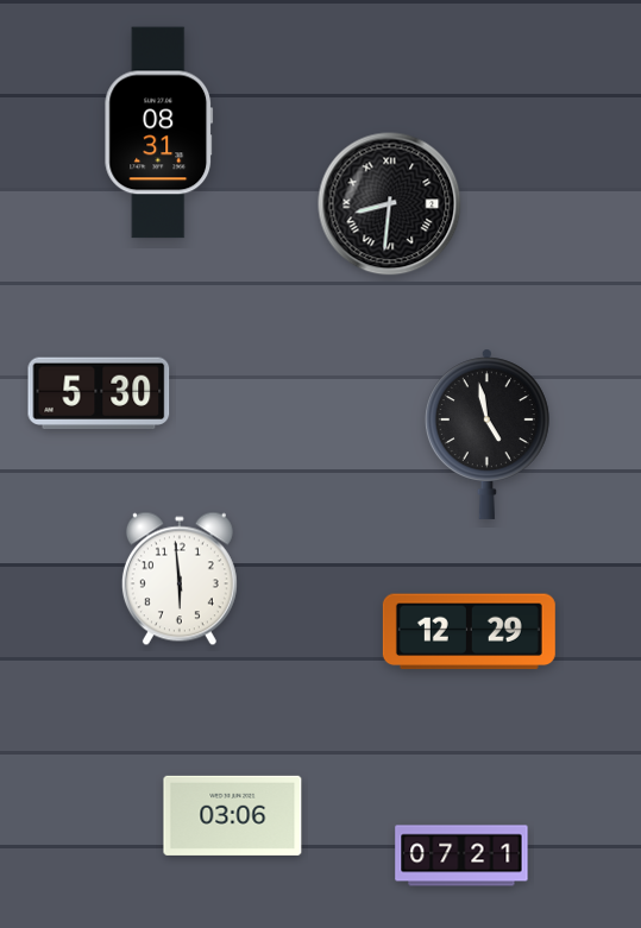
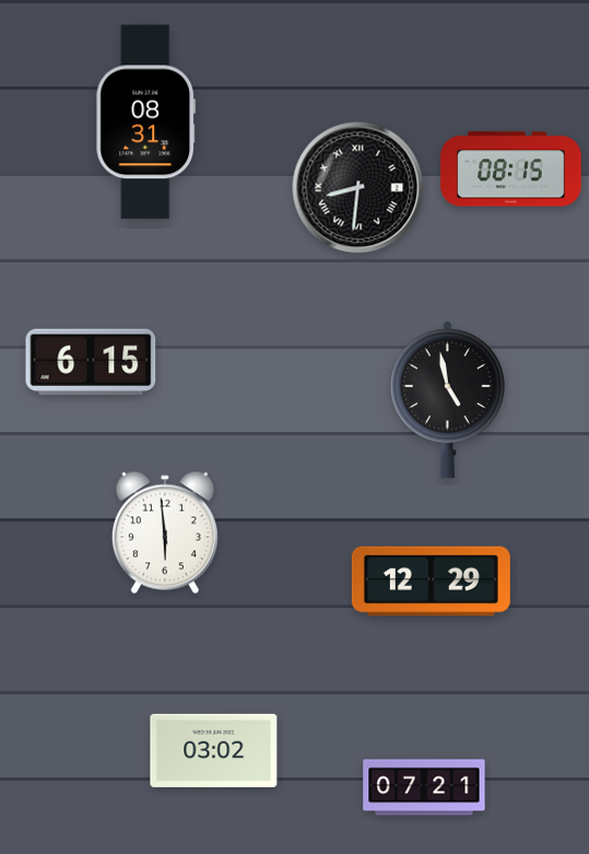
clock at (511, 169): none -> 08:15
clock at (99, 392): 5:30 -> 6:15
clock at (233, 815): 03:06 -> 03:02
